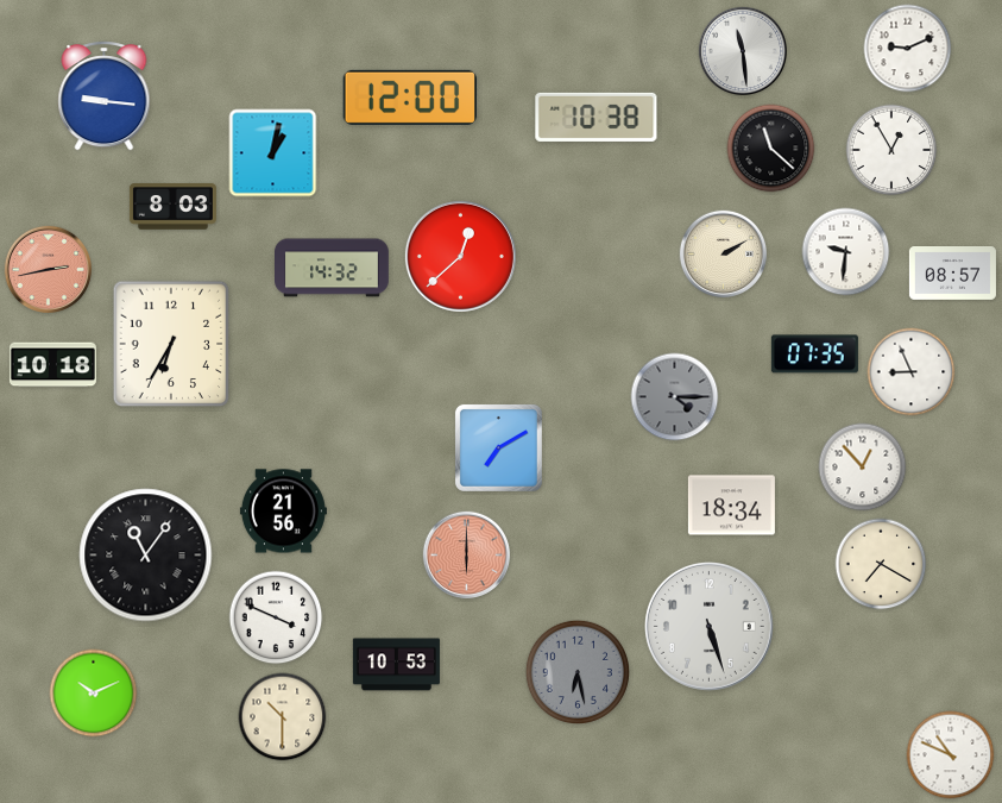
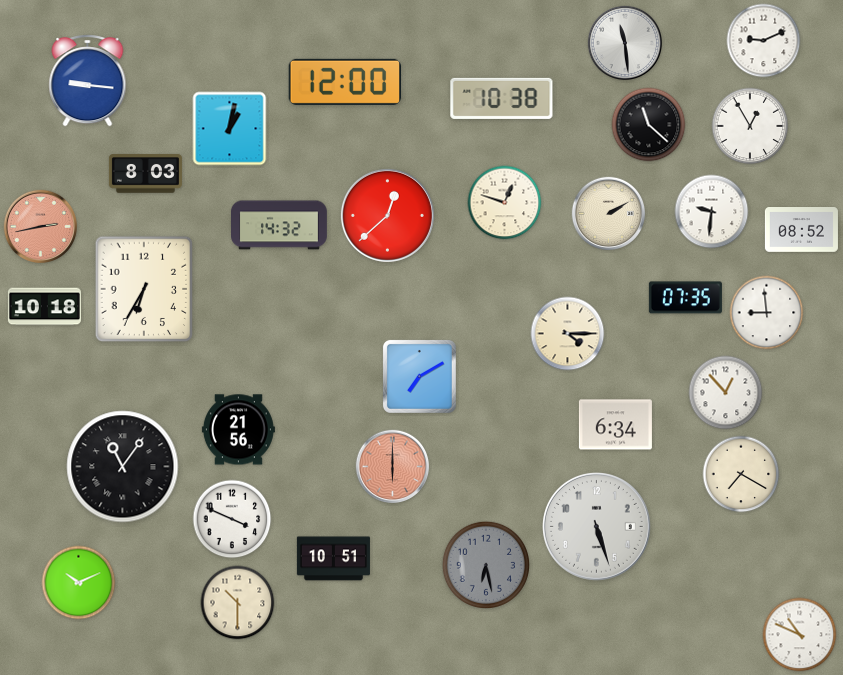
clock at (505, 203): none -> 12:48
clock at (952, 274): 08:57 -> 08:52
clock at (912, 372): 8:56 -> 8:59
clock at (675, 397) dial: grey -> cream
clock at (731, 506): 18:34 -> 6:34
clock at (396, 665): 10:53 -> 10:51
